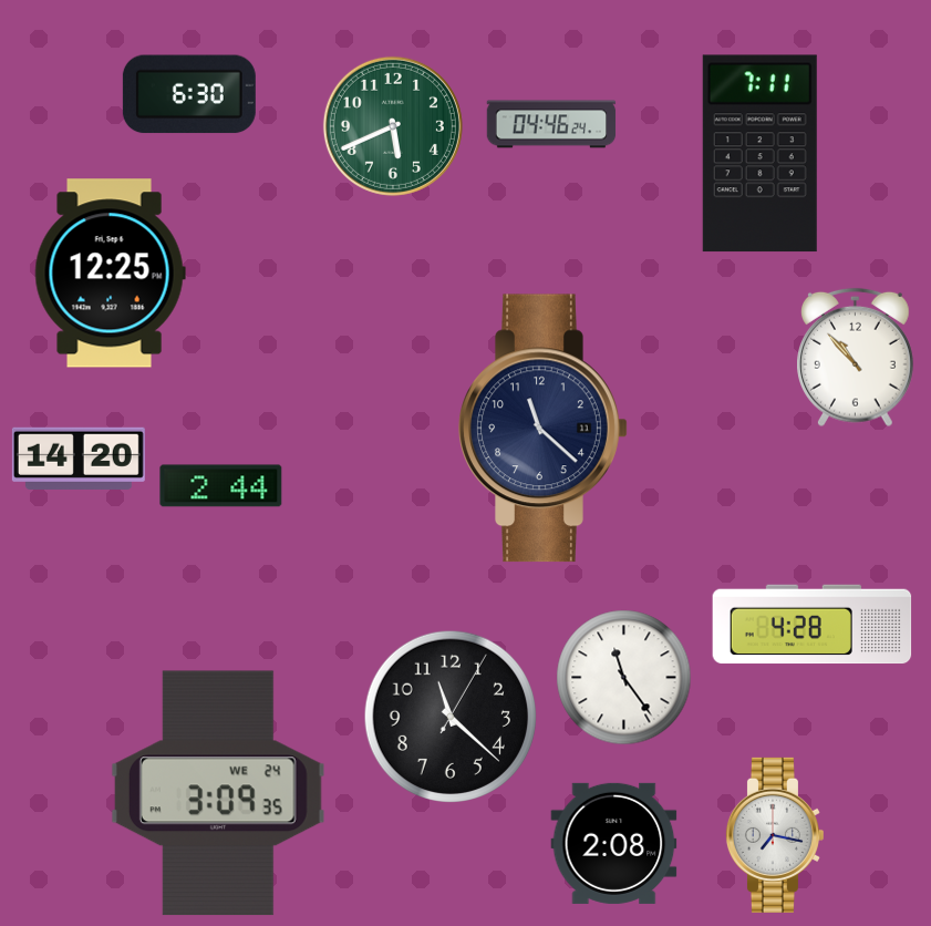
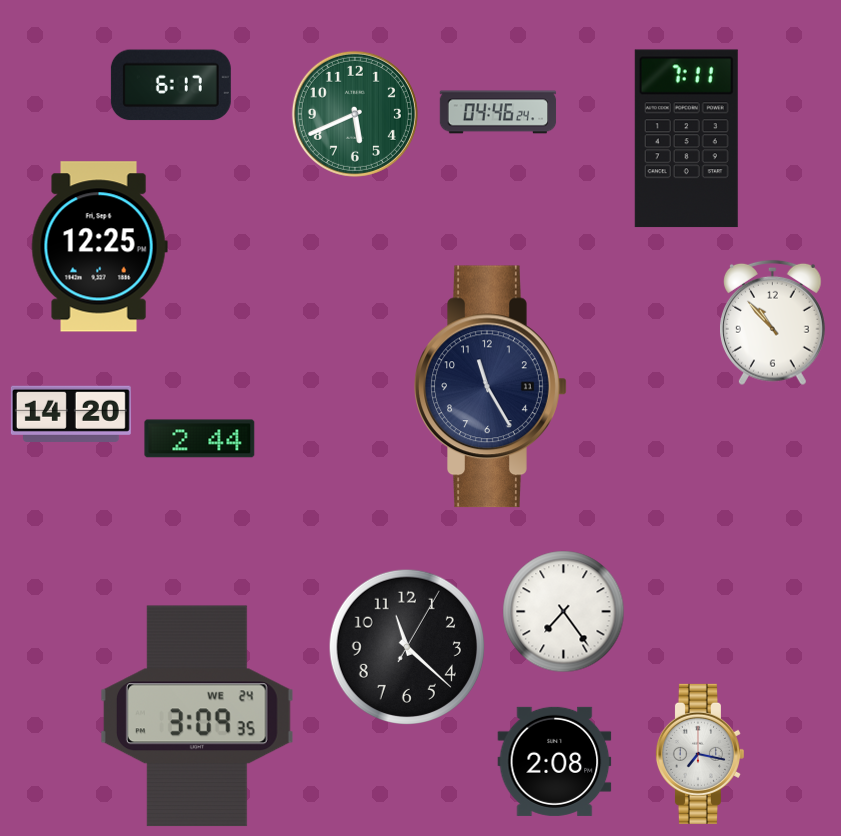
clock at (189, 94): 6:30 -> 6:17
clock at (544, 429): 11:22 -> 11:25
clock at (813, 625): 4:28 -> none
clock at (624, 678): 11:24 -> 7:24
